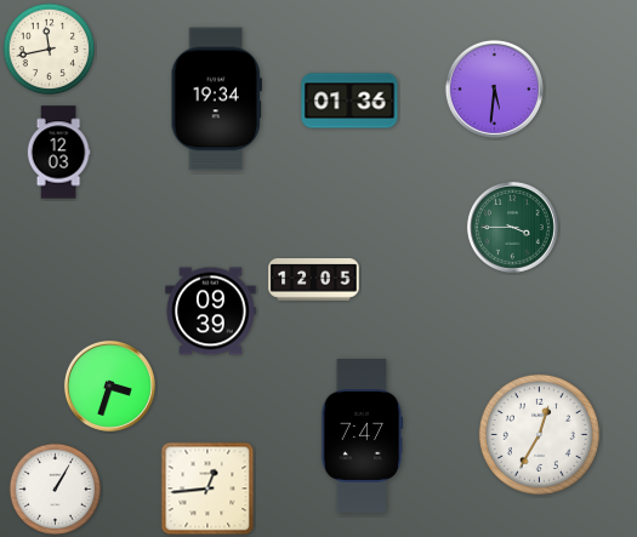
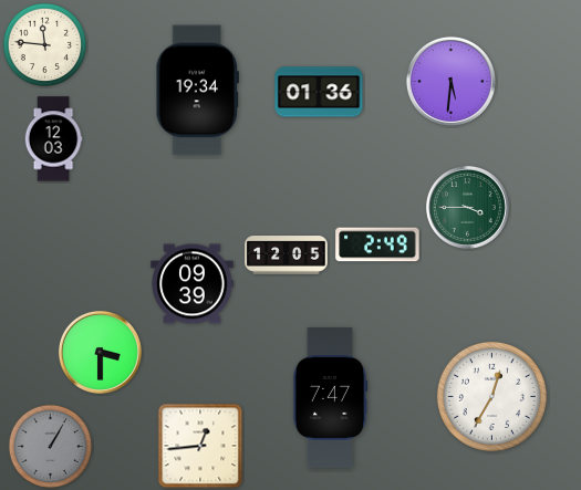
clock at (50, 50): 11:43 -> 11:46
clock at (377, 244): none -> 2:49
clock at (109, 385): 3:33 -> 3:30
clock at (207, 489) position: (207, 489) -> (200, 446)
clock at (56, 490) dial: white -> grey
